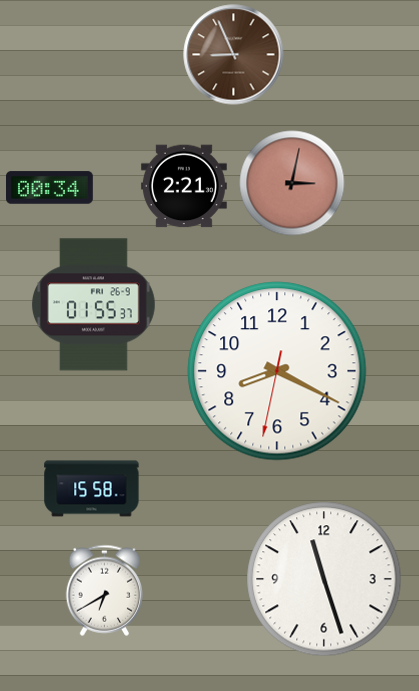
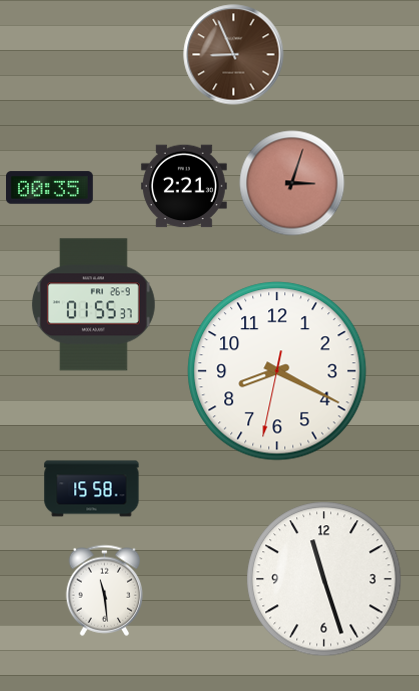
clock at (292, 183): 3:02 -> 3:03
clock at (50, 188): 00:34 -> 00:35
clock at (104, 590): 6:40 -> 11:29
